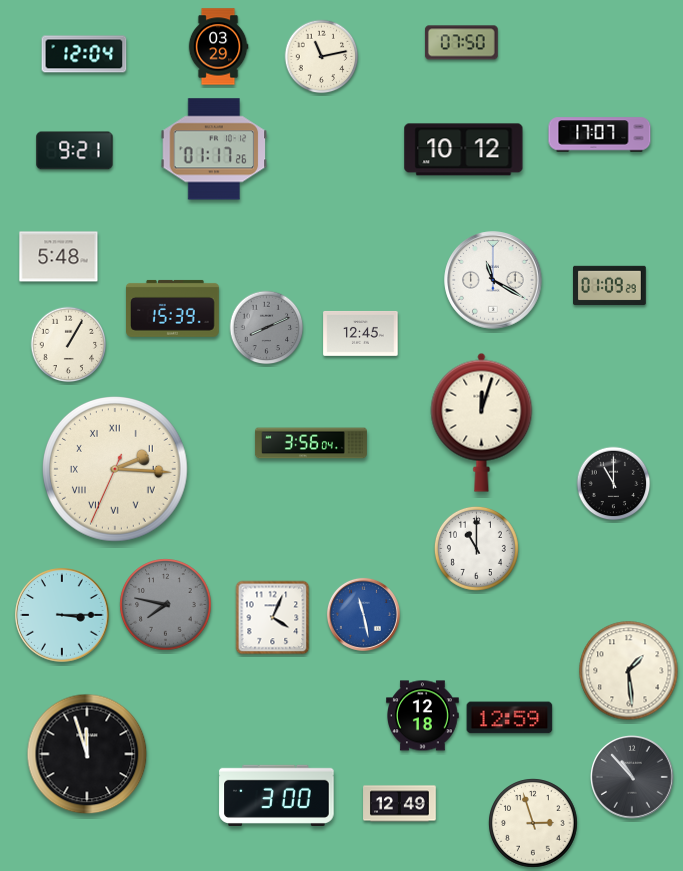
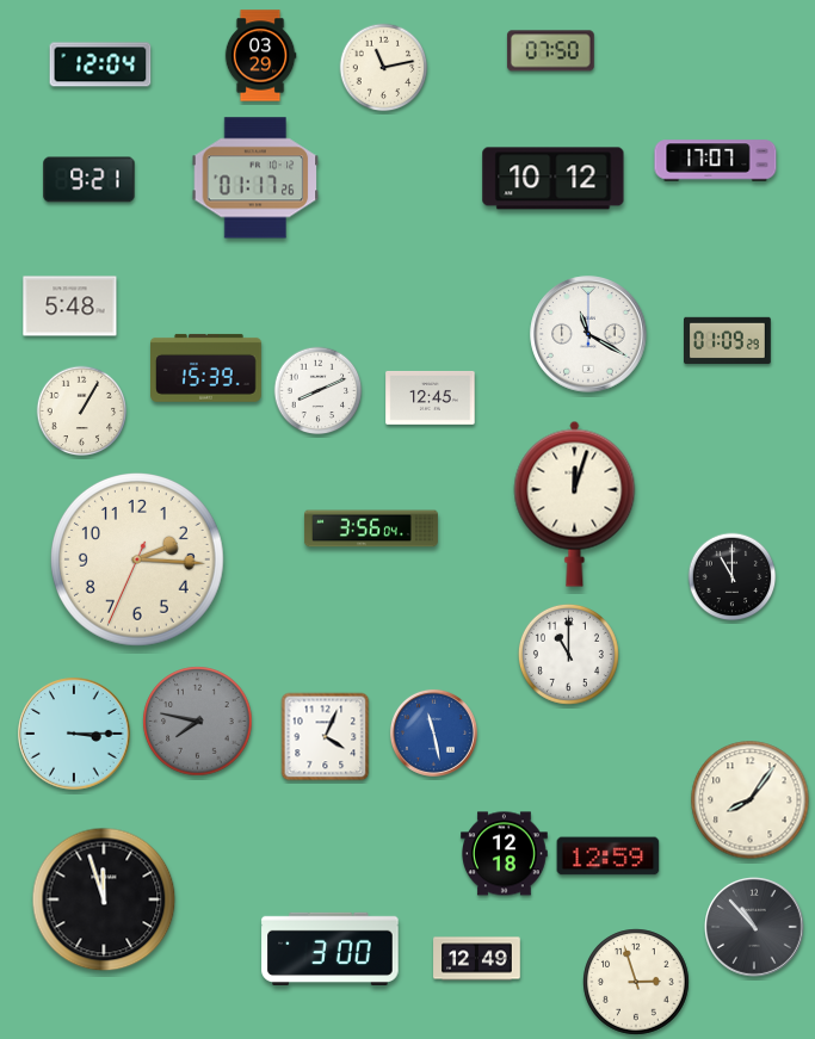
clock at (267, 328) dial: grey -> white
clock at (116, 470) numerals: Roman -> Arabic
clock at (629, 671): 1:29 -> 8:06
